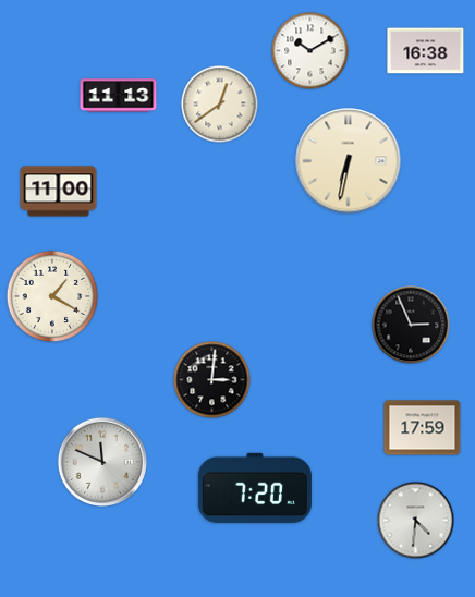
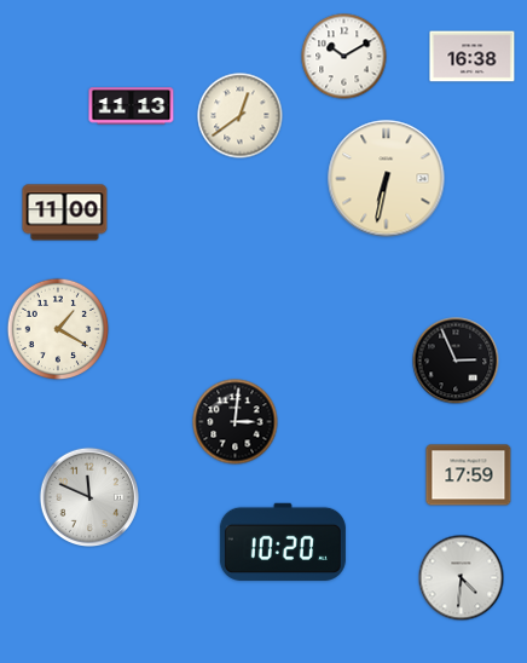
clock at (220, 105) position: (220, 105) -> (241, 116)
clock at (101, 461) position: (101, 461) -> (88, 496)
clock at (255, 488): 7:20 -> 10:20
